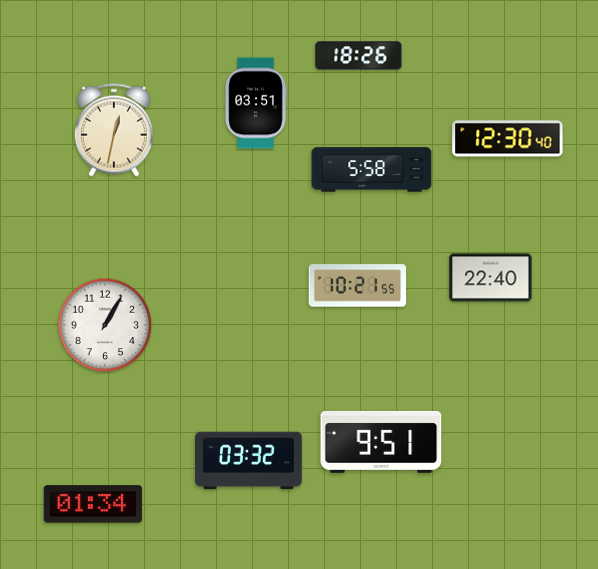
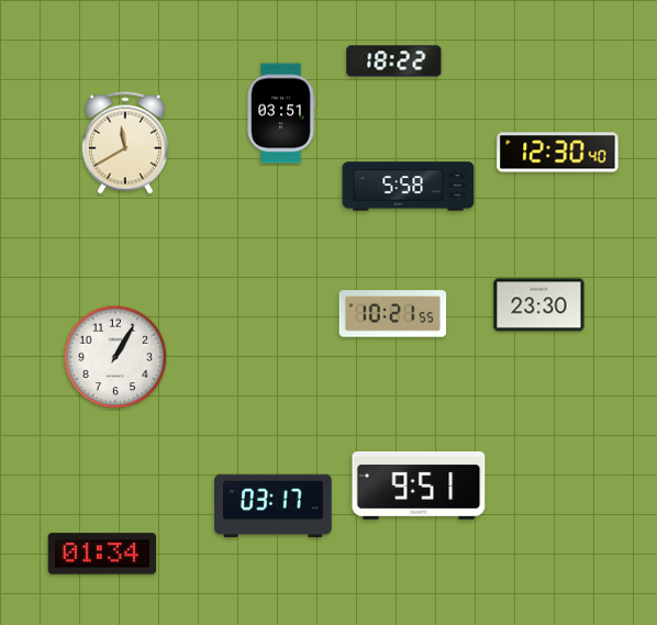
clock at (359, 56): 18:26 -> 18:22
clock at (114, 130): 12:32 -> 11:40
clock at (491, 278): 22:40 -> 23:30
clock at (249, 461): 03:32 -> 03:17
